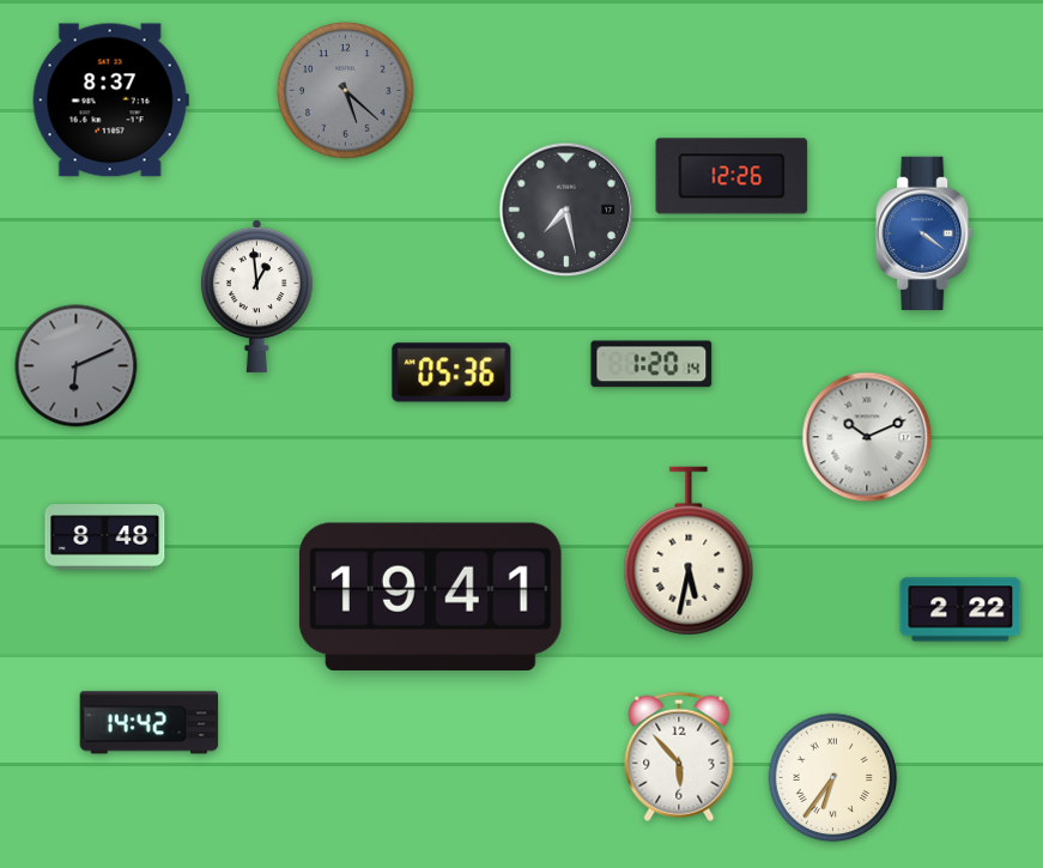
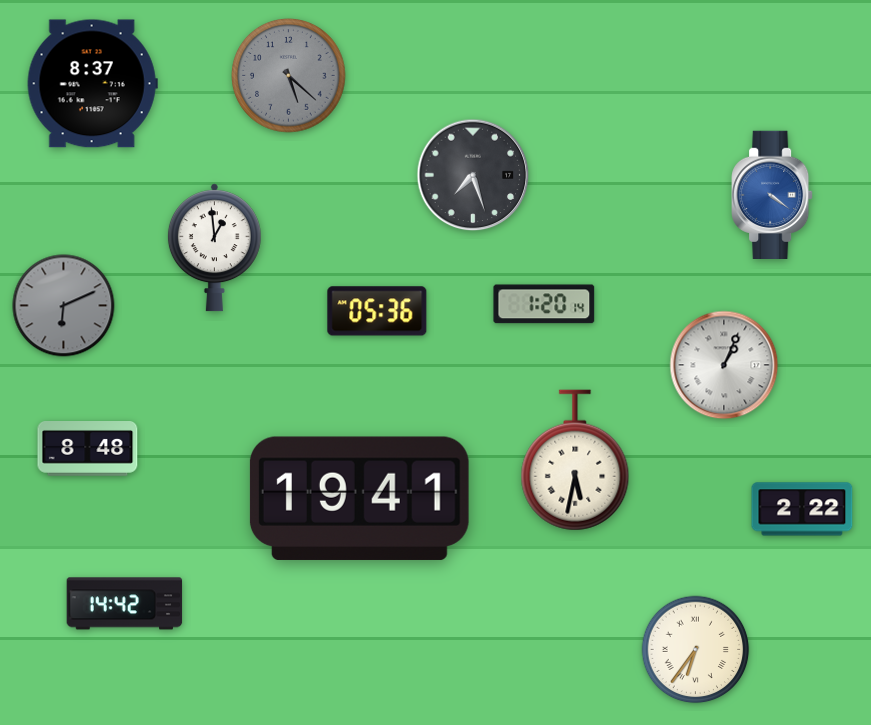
clock at (732, 176): 12:26 -> none
clock at (566, 210): 7:28 -> 7:27
clock at (867, 437): 10:11 -> 1:04
clock at (679, 757): 5:53 -> none
